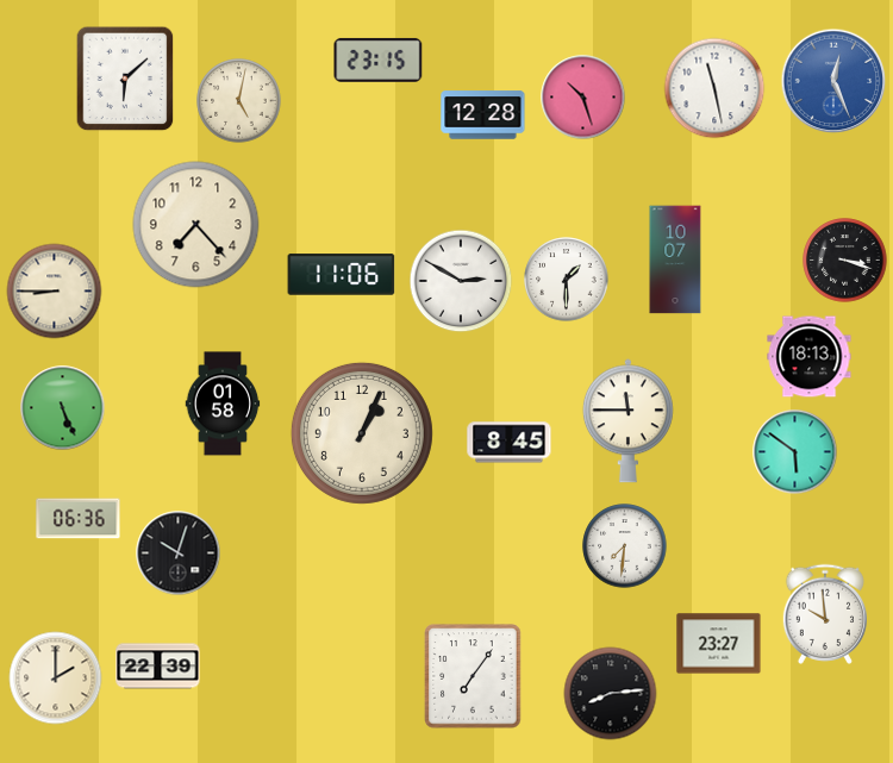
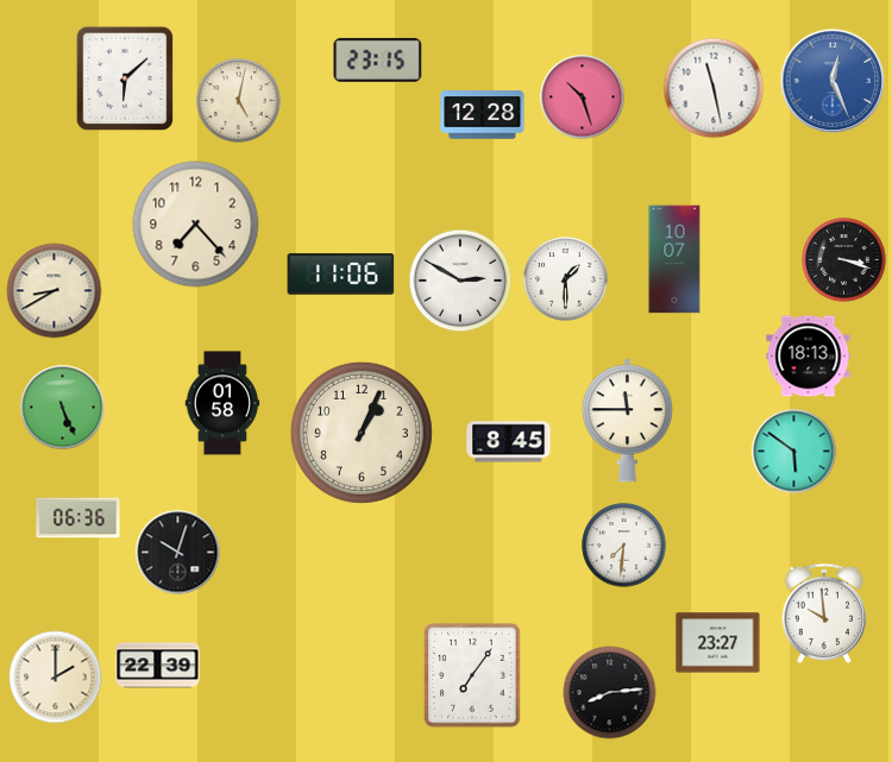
clock at (55, 292): 8:45 -> 8:40
